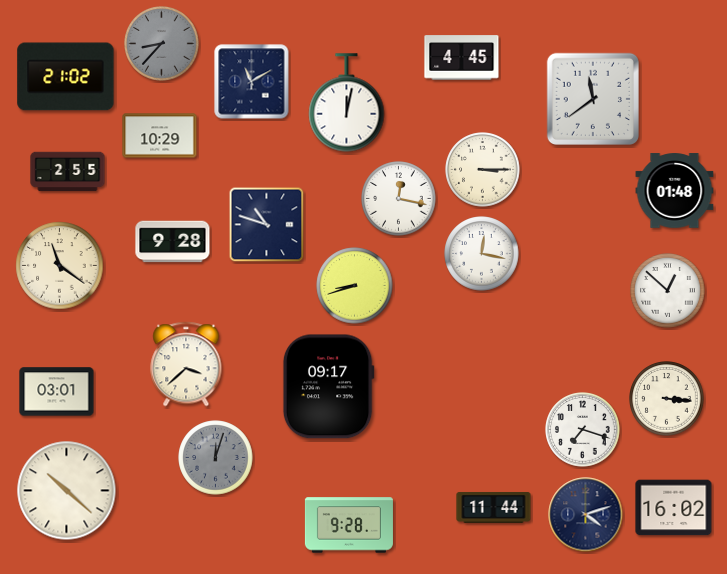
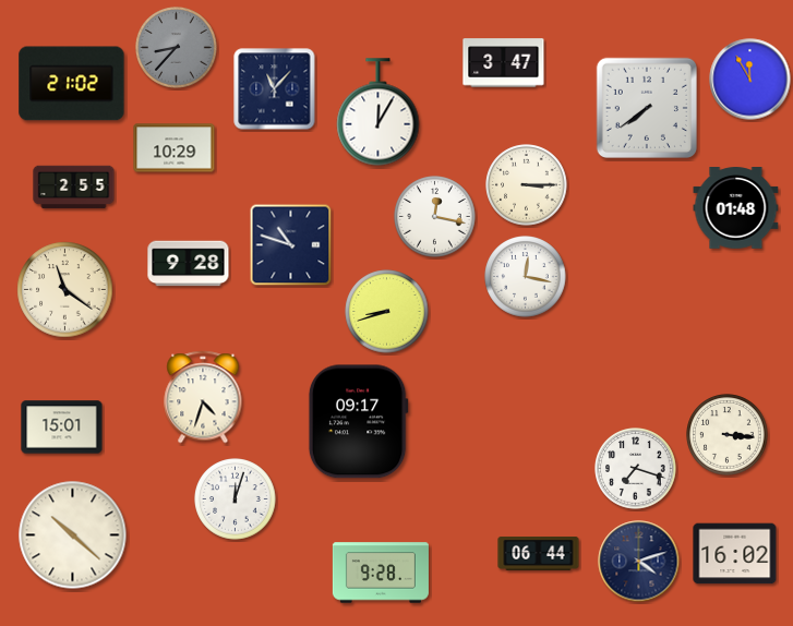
clock at (462, 58): 4:45 -> 3:47
clock at (750, 80): none -> 11:55
clock at (252, 82): 11:10 -> 11:07
clock at (593, 99): 11:39 -> 7:39
clock at (347, 103): 12:02 -> 12:05
clock at (668, 291): 12:52 -> none
clock at (186, 364): 3:38 -> 4:33
clock at (57, 392): 03:01 -> 15:01
clock at (216, 458) dial: grey -> white
clock at (494, 507): 11:44 -> 06:44
